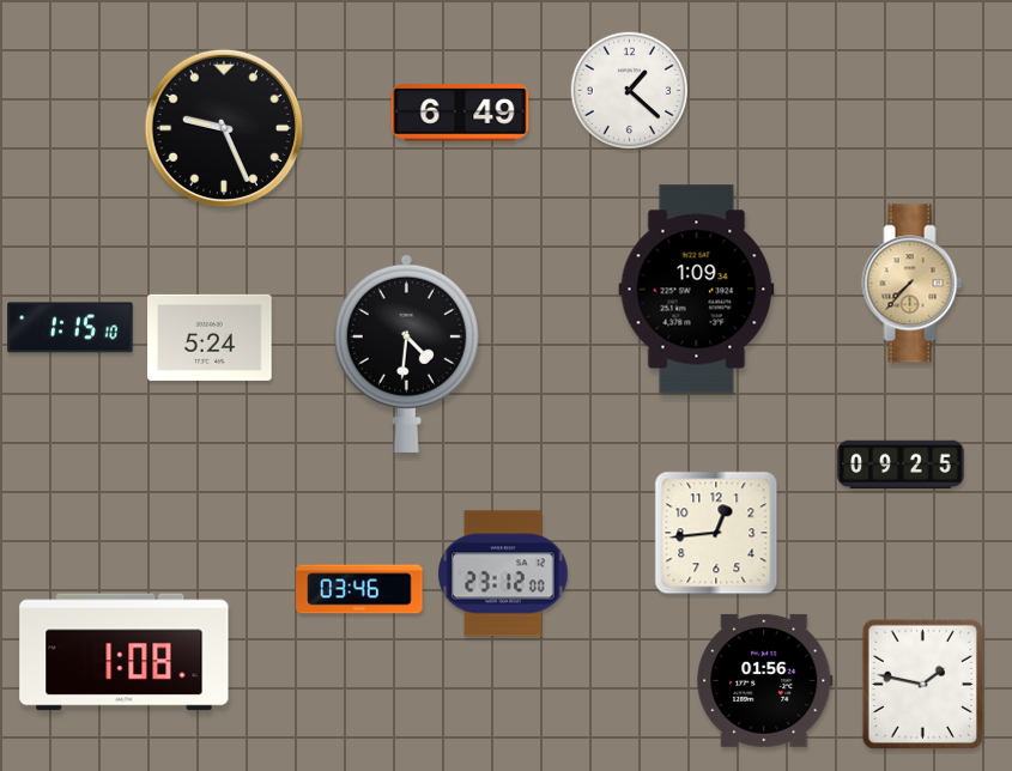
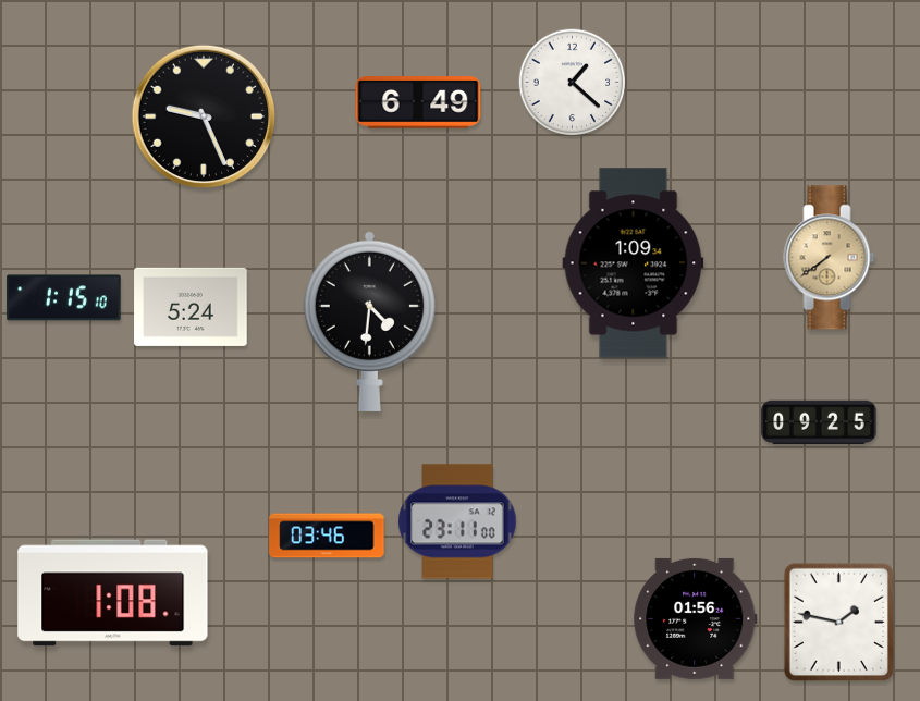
clock at (913, 284): 7:37 -> 7:39
clock at (716, 533): 12:44 -> none
clock at (503, 573): 23:12 -> 23:11
